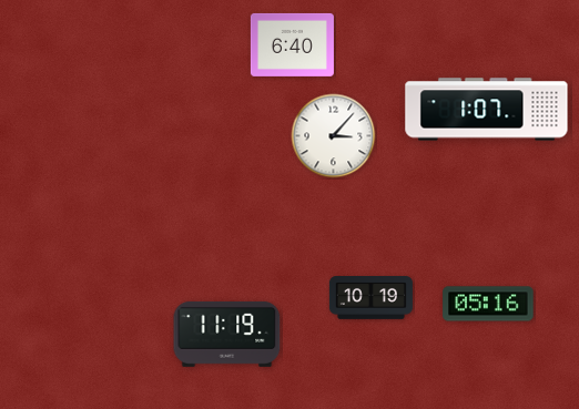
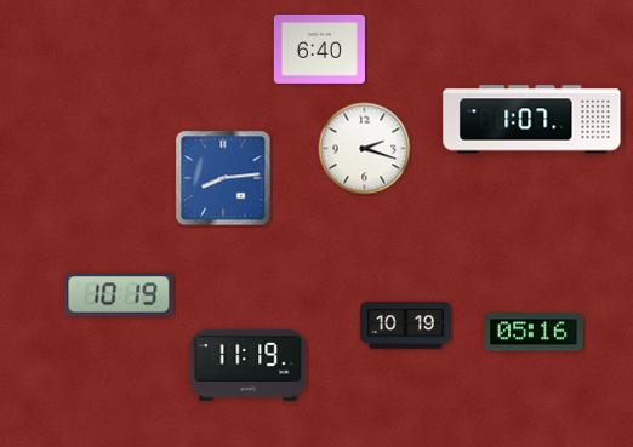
clock at (334, 136): 3:07 -> 2:18
clock at (223, 178): none -> 8:14
clock at (119, 294): none -> 10:19
